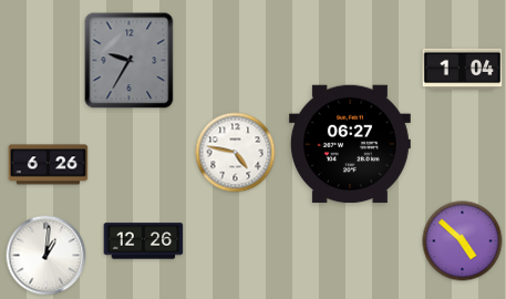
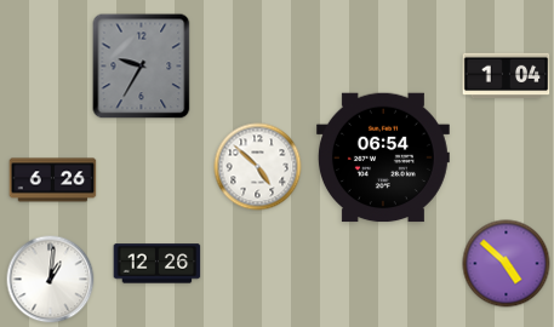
clock at (350, 144): 06:27 -> 06:54
clock at (236, 153): 4:47 -> 4:52
